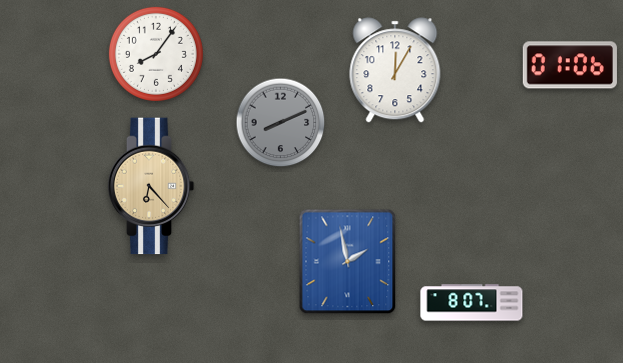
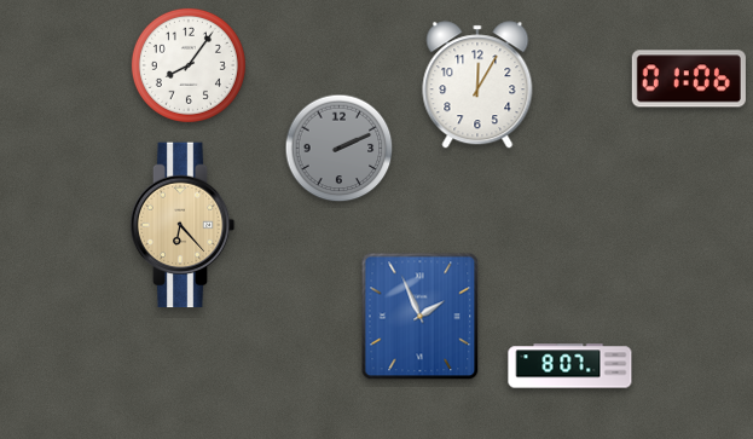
clock at (281, 123): 8:11 -> 2:11
clock at (348, 262): 1:58 -> 1:56
